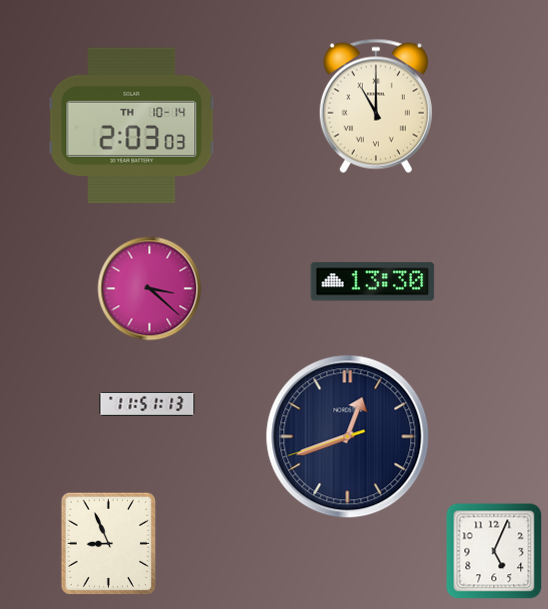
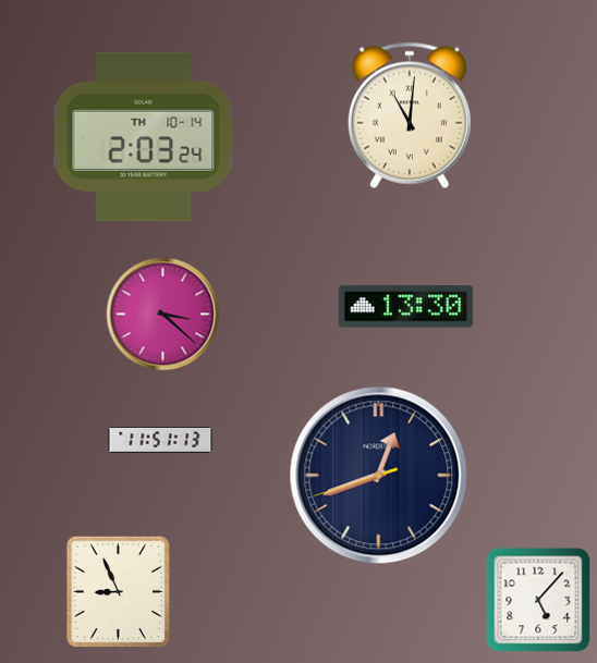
clock at (376, 106): 11:00 -> 11:01
clock at (132, 126): 2:03:03 -> 2:03:24
clock at (494, 551): 5:04 -> 5:07
